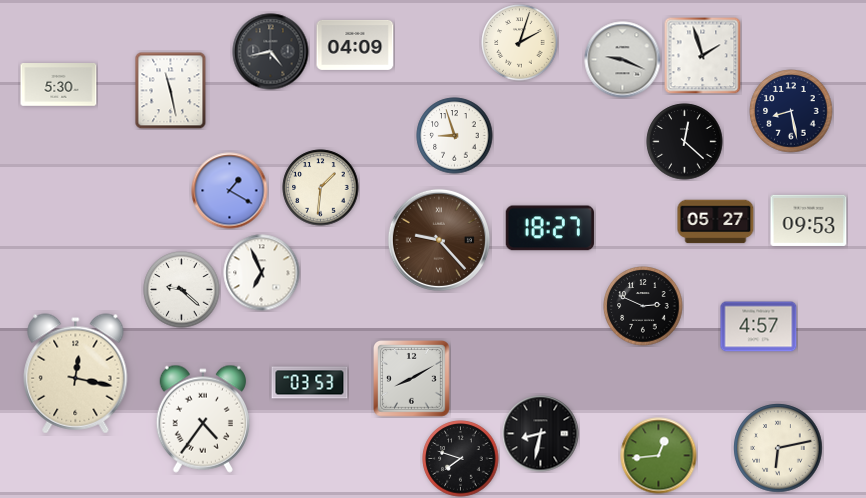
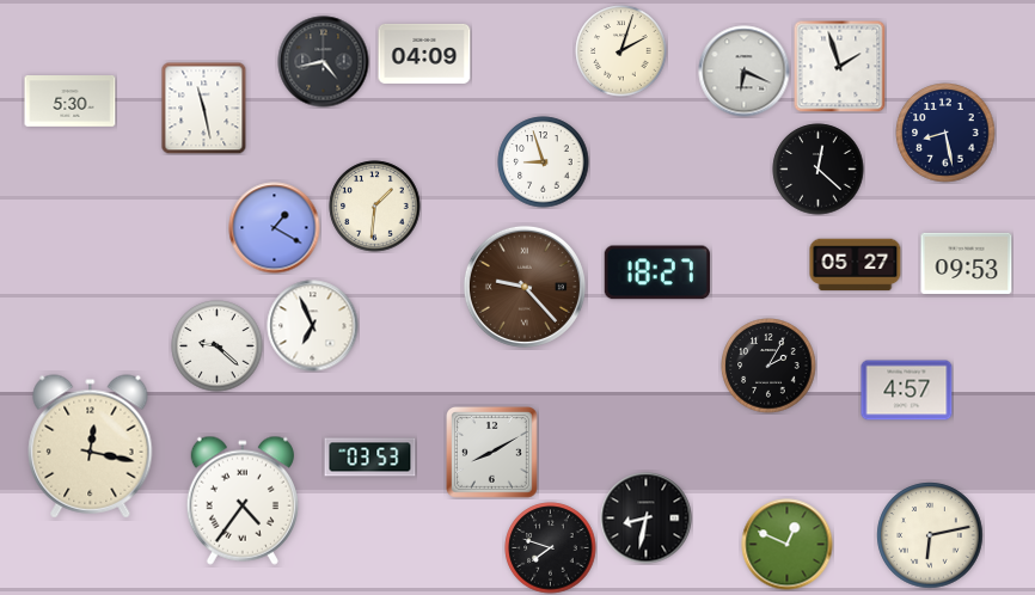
clock at (623, 60): 9:19 -> 6:19
clock at (321, 188) position: (321, 188) -> (375, 207)
clock at (643, 306): 2:49 -> 2:05
clock at (659, 456): 12:44 -> 12:49
